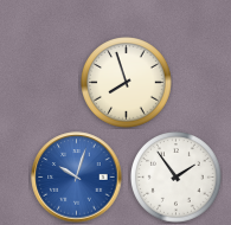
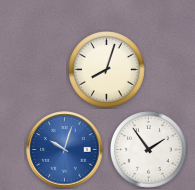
clock at (127, 83): 7:57 -> 8:03
